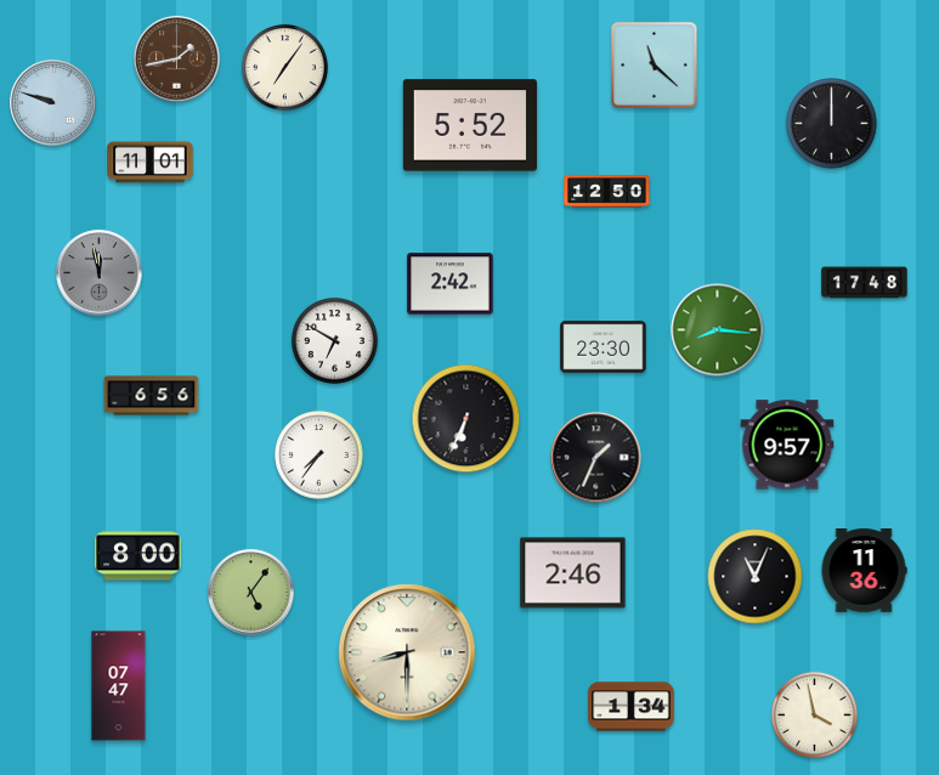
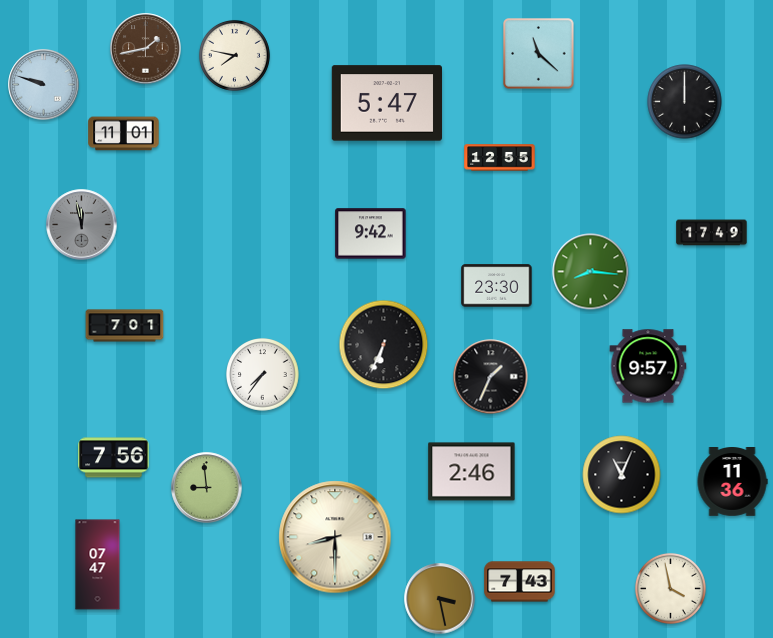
clock at (284, 67): 7:06 -> 7:47
clock at (469, 125): 5:52 -> 5:47
clock at (607, 192): 12:50 -> 12:55
clock at (865, 283): 17:48 -> 17:49
clock at (451, 284): 2:42 -> 9:42
clock at (334, 340): 6:50 -> none
clock at (152, 396): 6:56 -> 7:01
clock at (138, 556): 8:00 -> 7:56
clock at (864, 571) position: (864, 571) -> (732, 482)
clock at (251, 593): 5:06 -> 8:59
clock at (632, 707): 1:34 -> 7:43
clock at (440, 599): none -> 3:28
